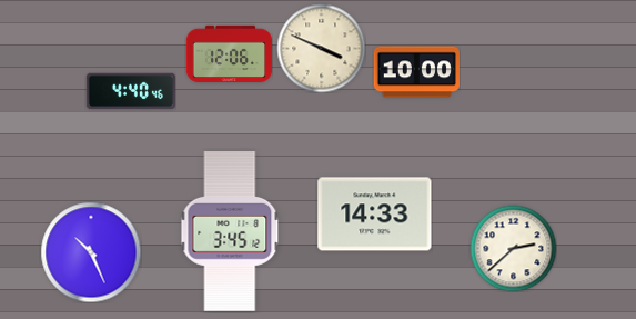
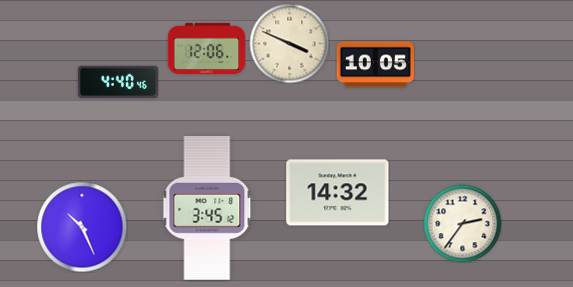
clock at (416, 72): 10:00 -> 10:05
clock at (375, 215): 14:33 -> 14:32
clock at (513, 248): 2:38 -> 2:36
